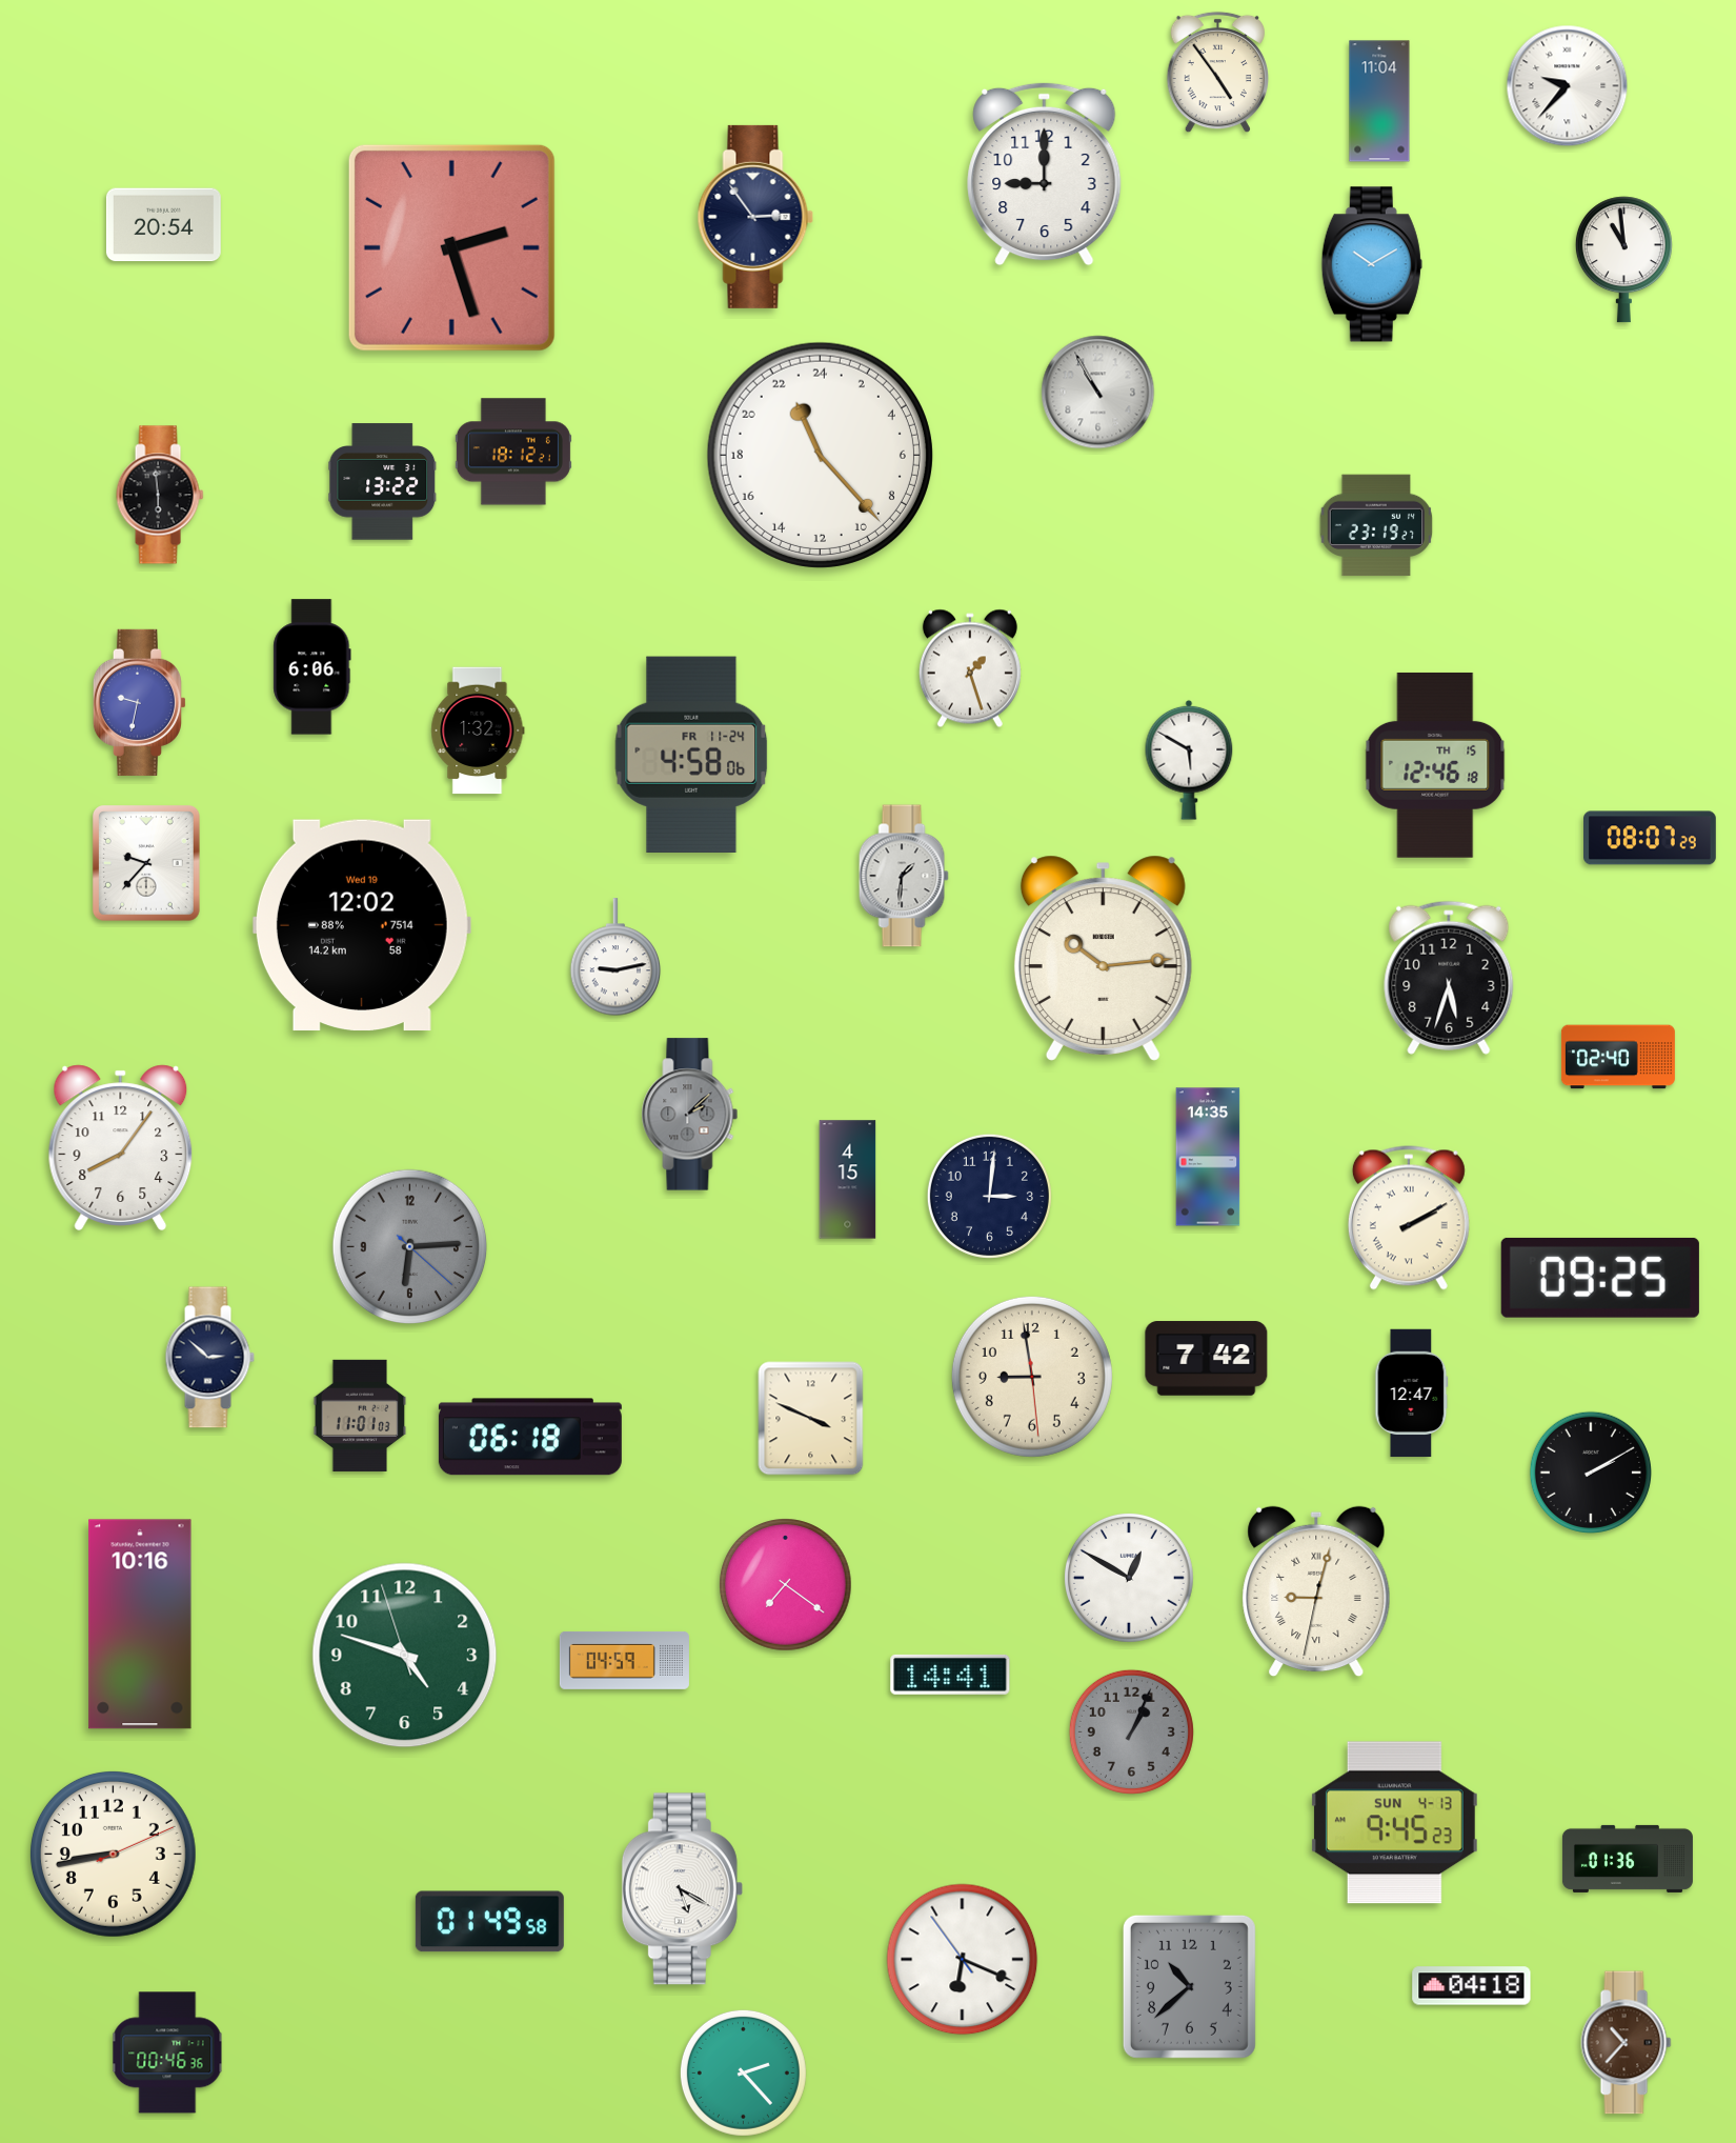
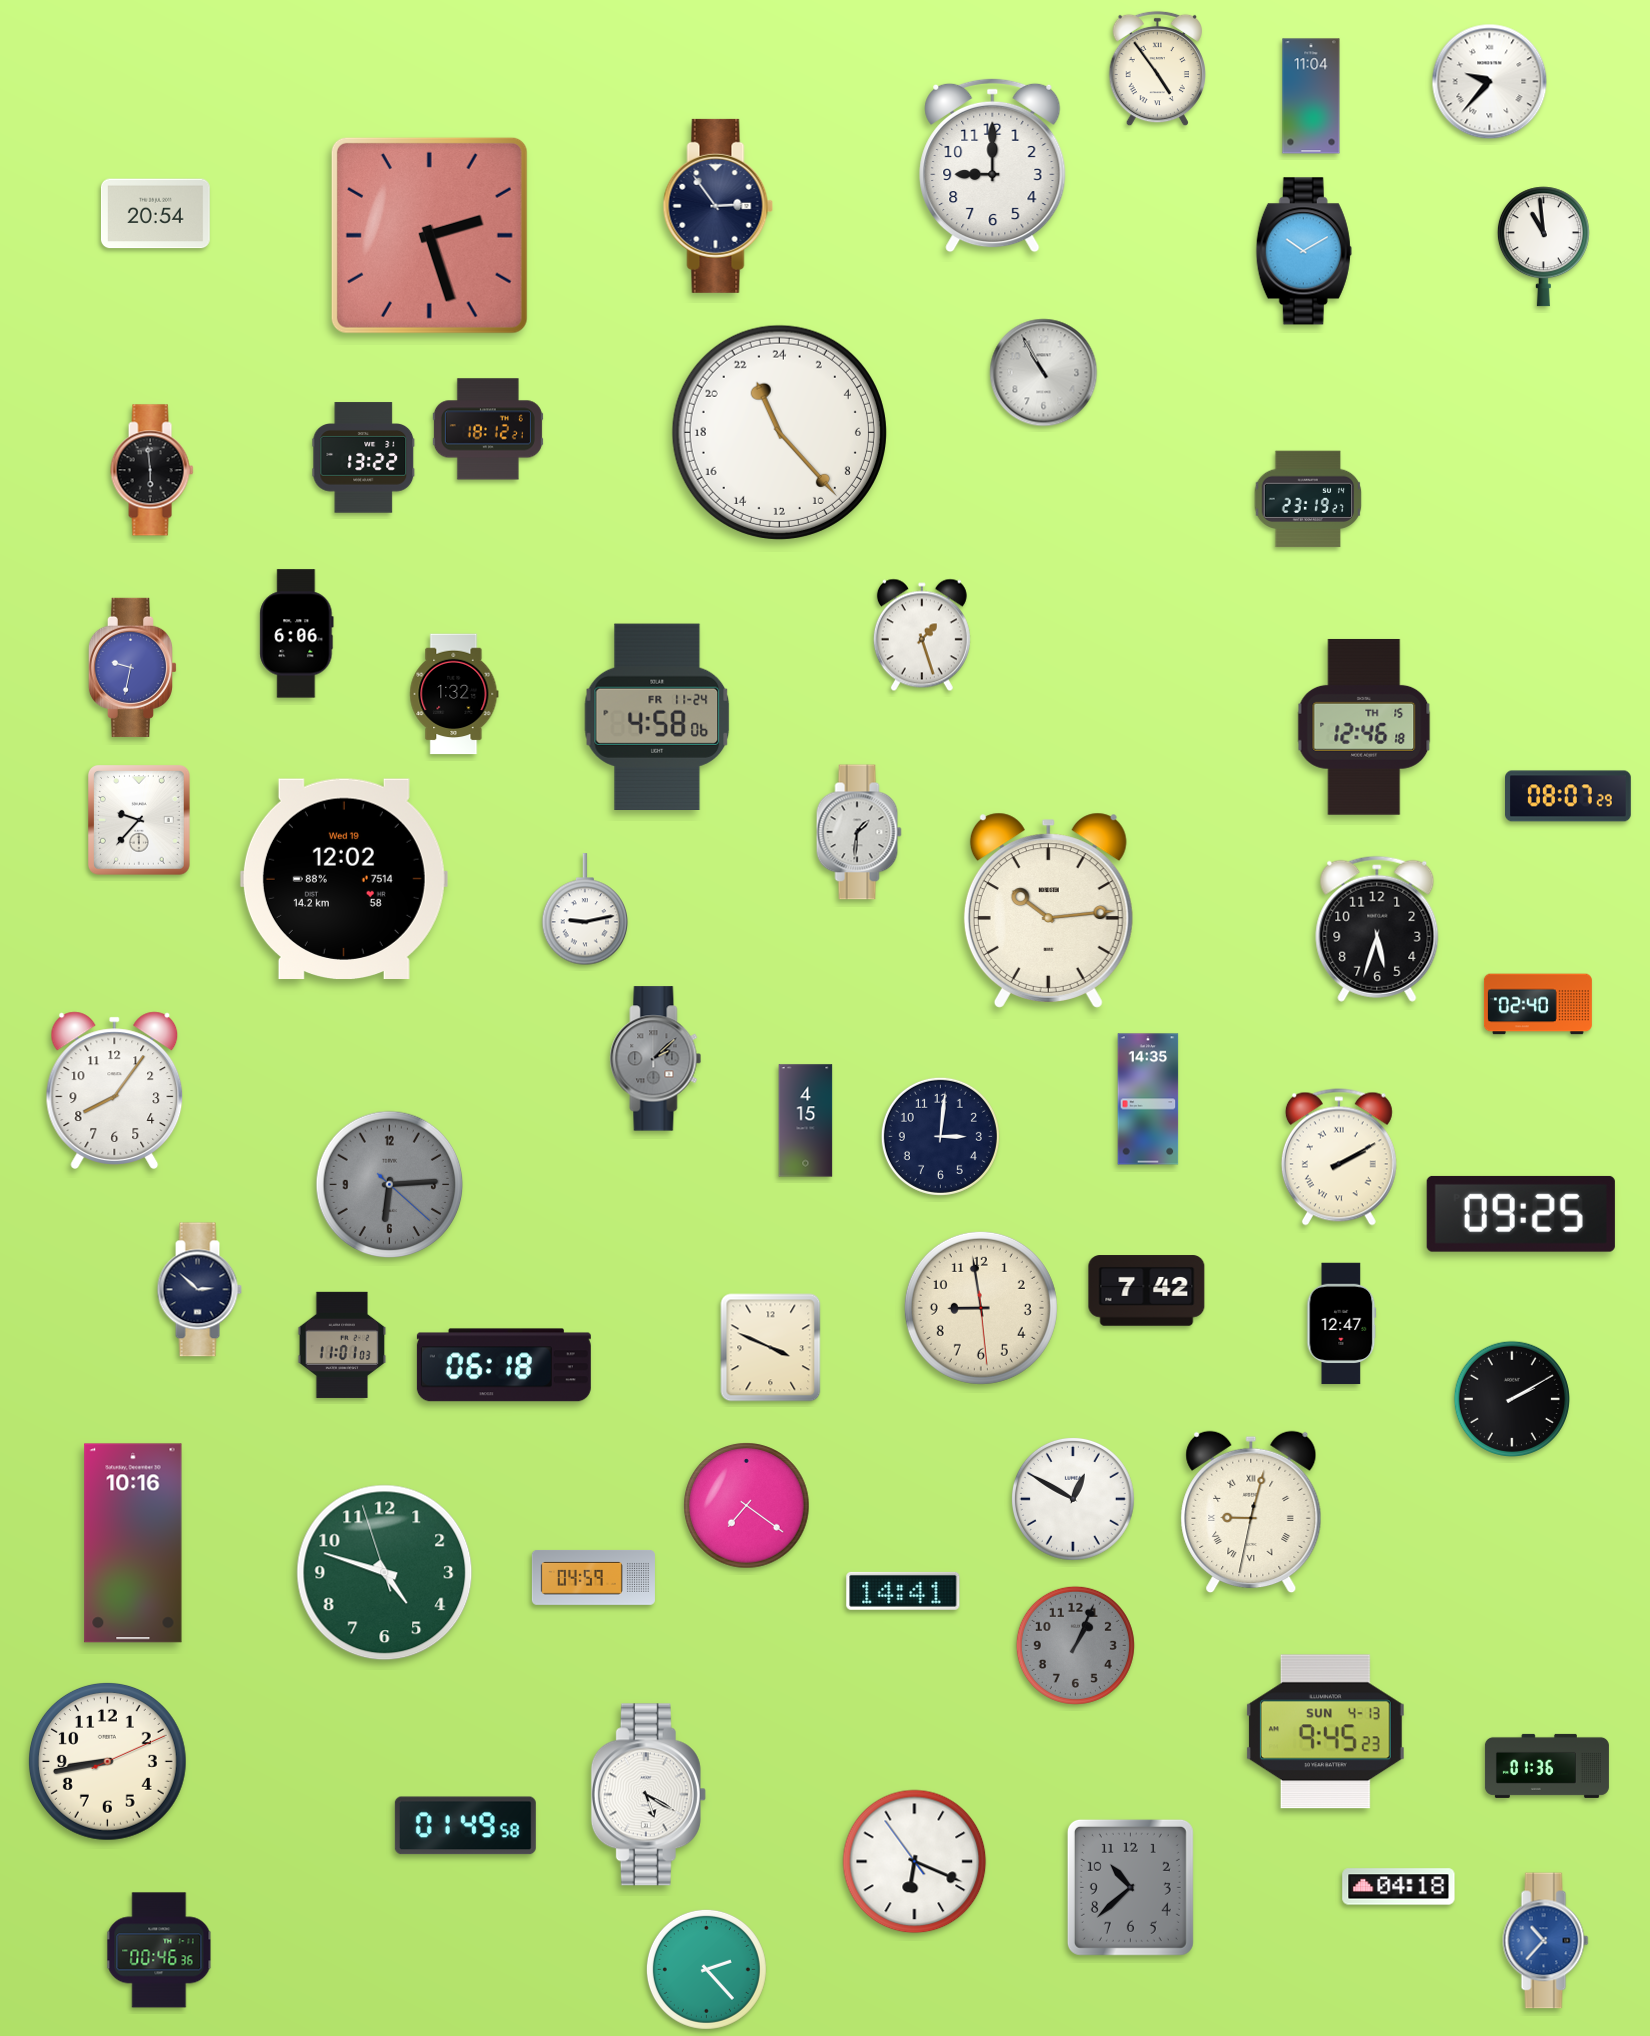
clock at (1189, 760): 5:50 -> none
clock at (1627, 2043) dial: brown -> blue
